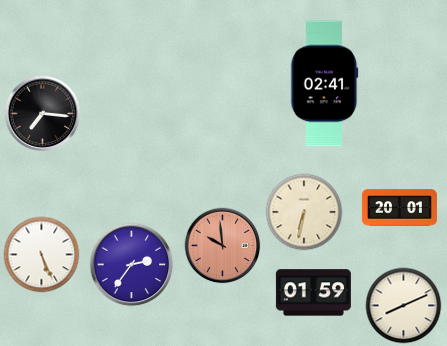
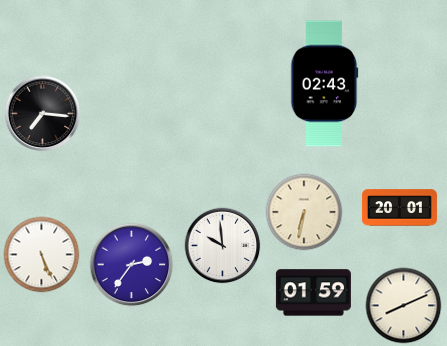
clock at (325, 84): 02:41 -> 02:43
clock at (223, 246) dial: salmon -> white
